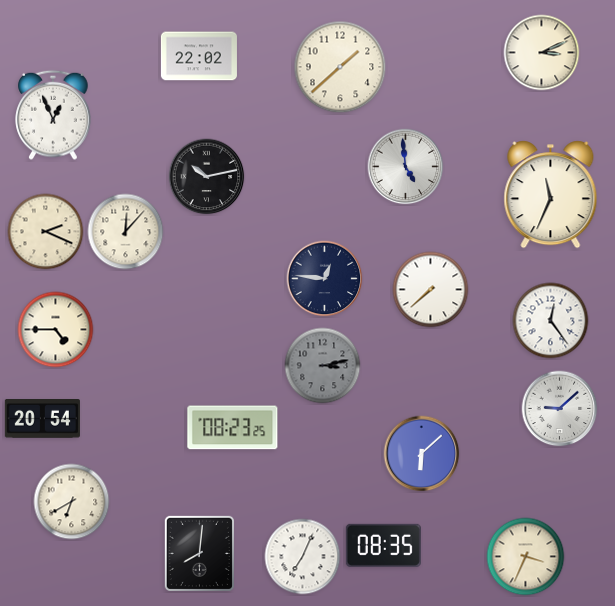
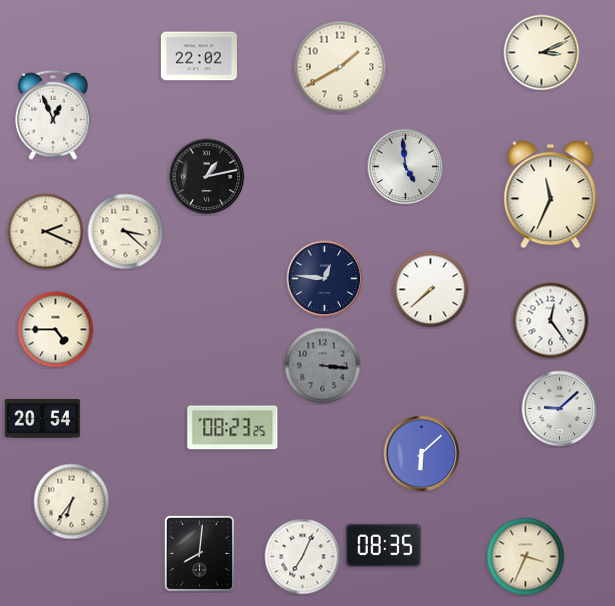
clock at (340, 67): 1:38 -> 1:40
clock at (207, 177): 10:13 -> 1:13
clock at (126, 232): 12:07 -> 3:22
clock at (323, 366): 3:13 -> 3:16
clock at (72, 502): 6:40 -> 6:36
